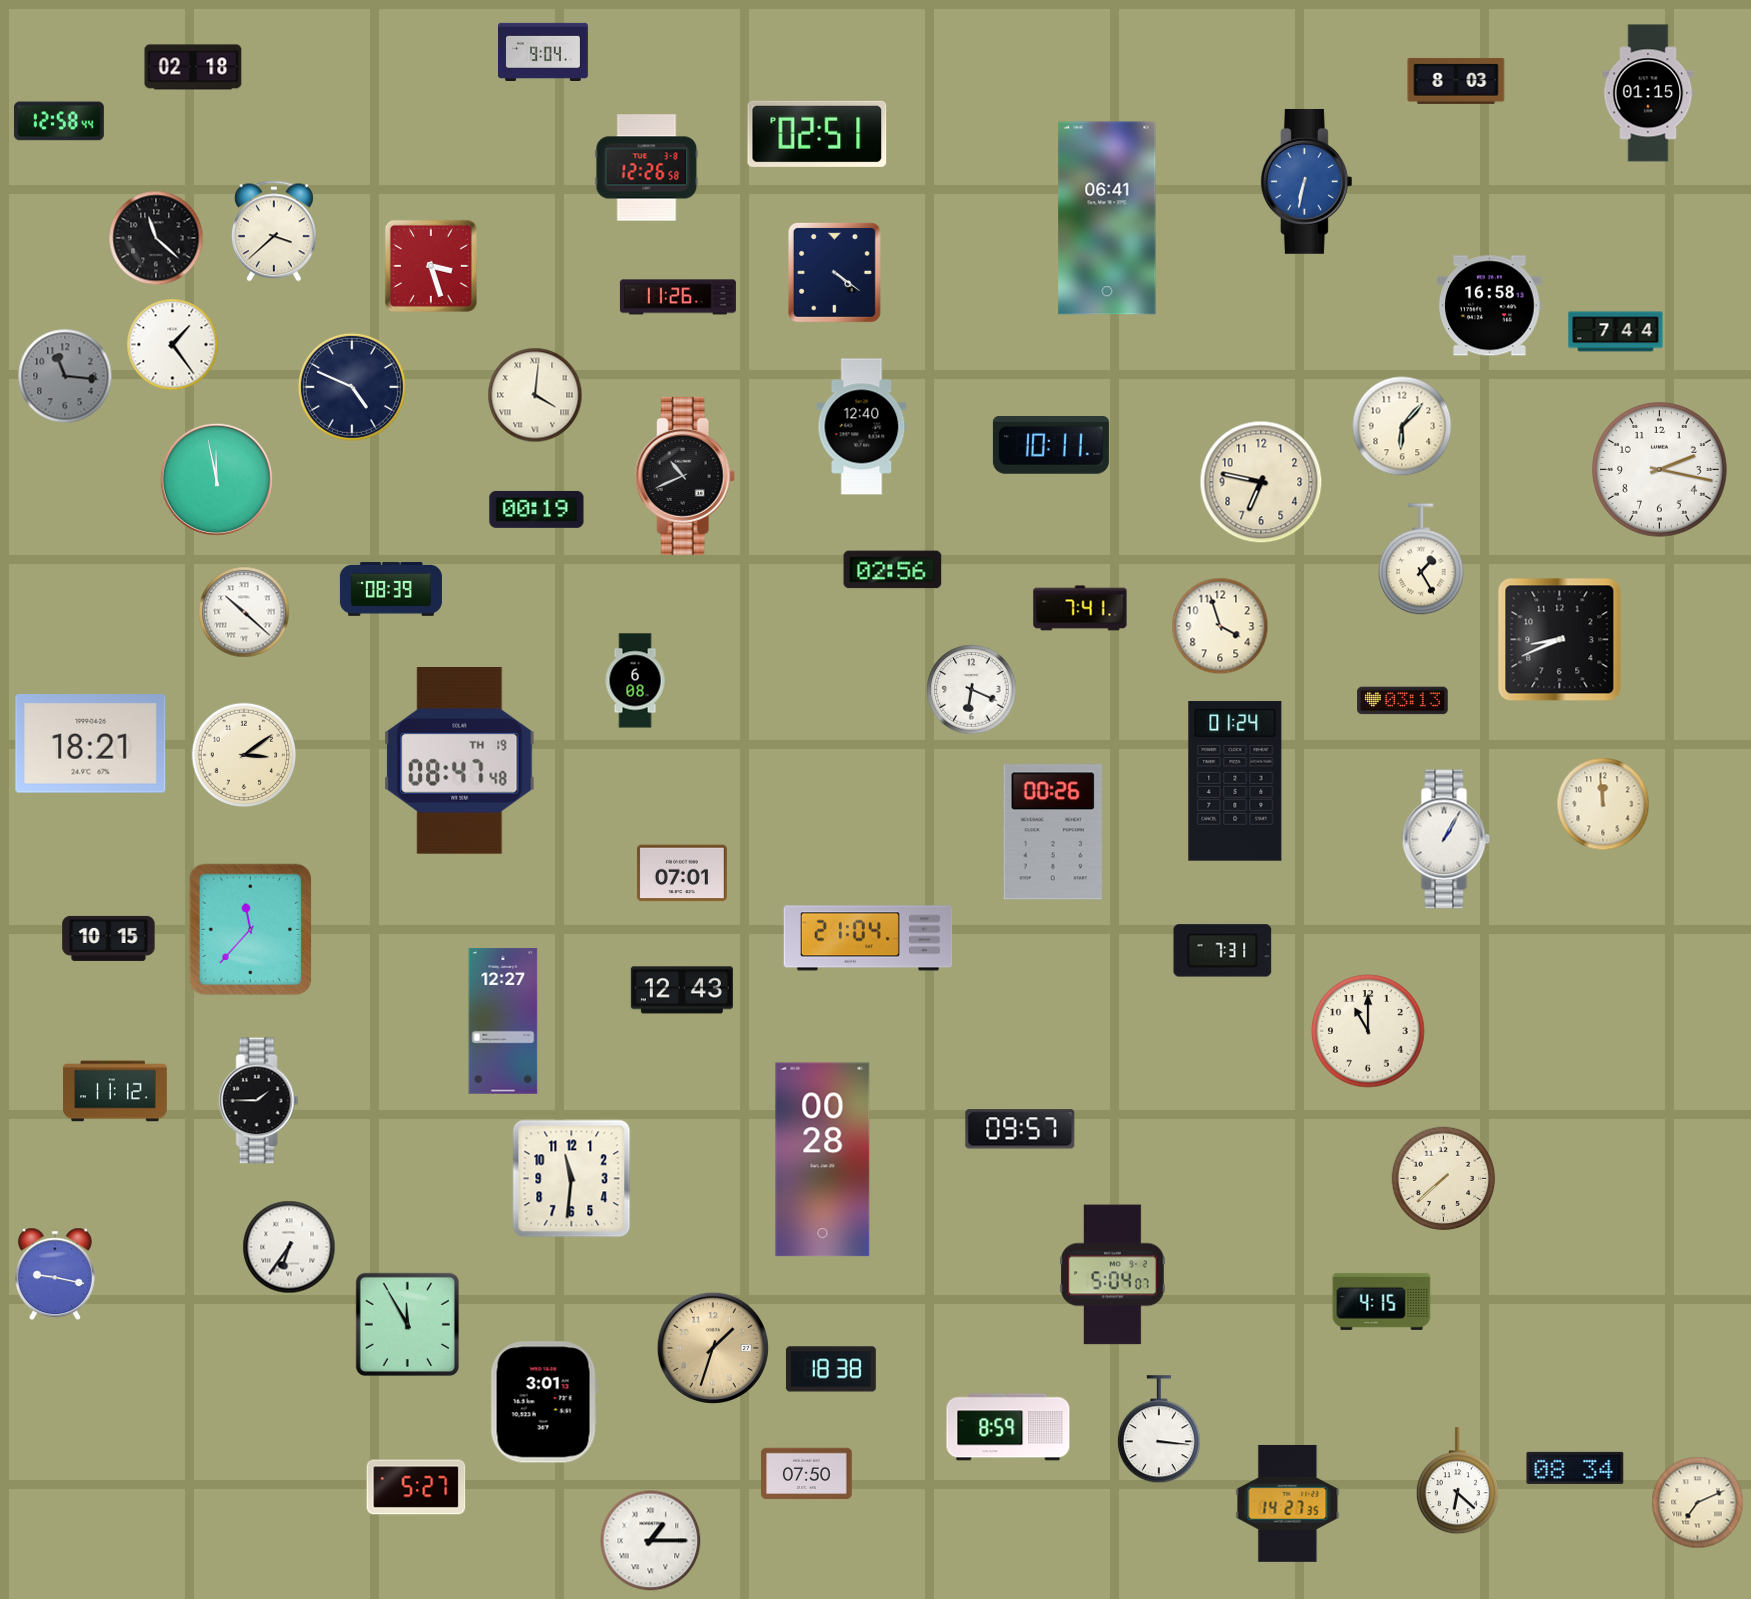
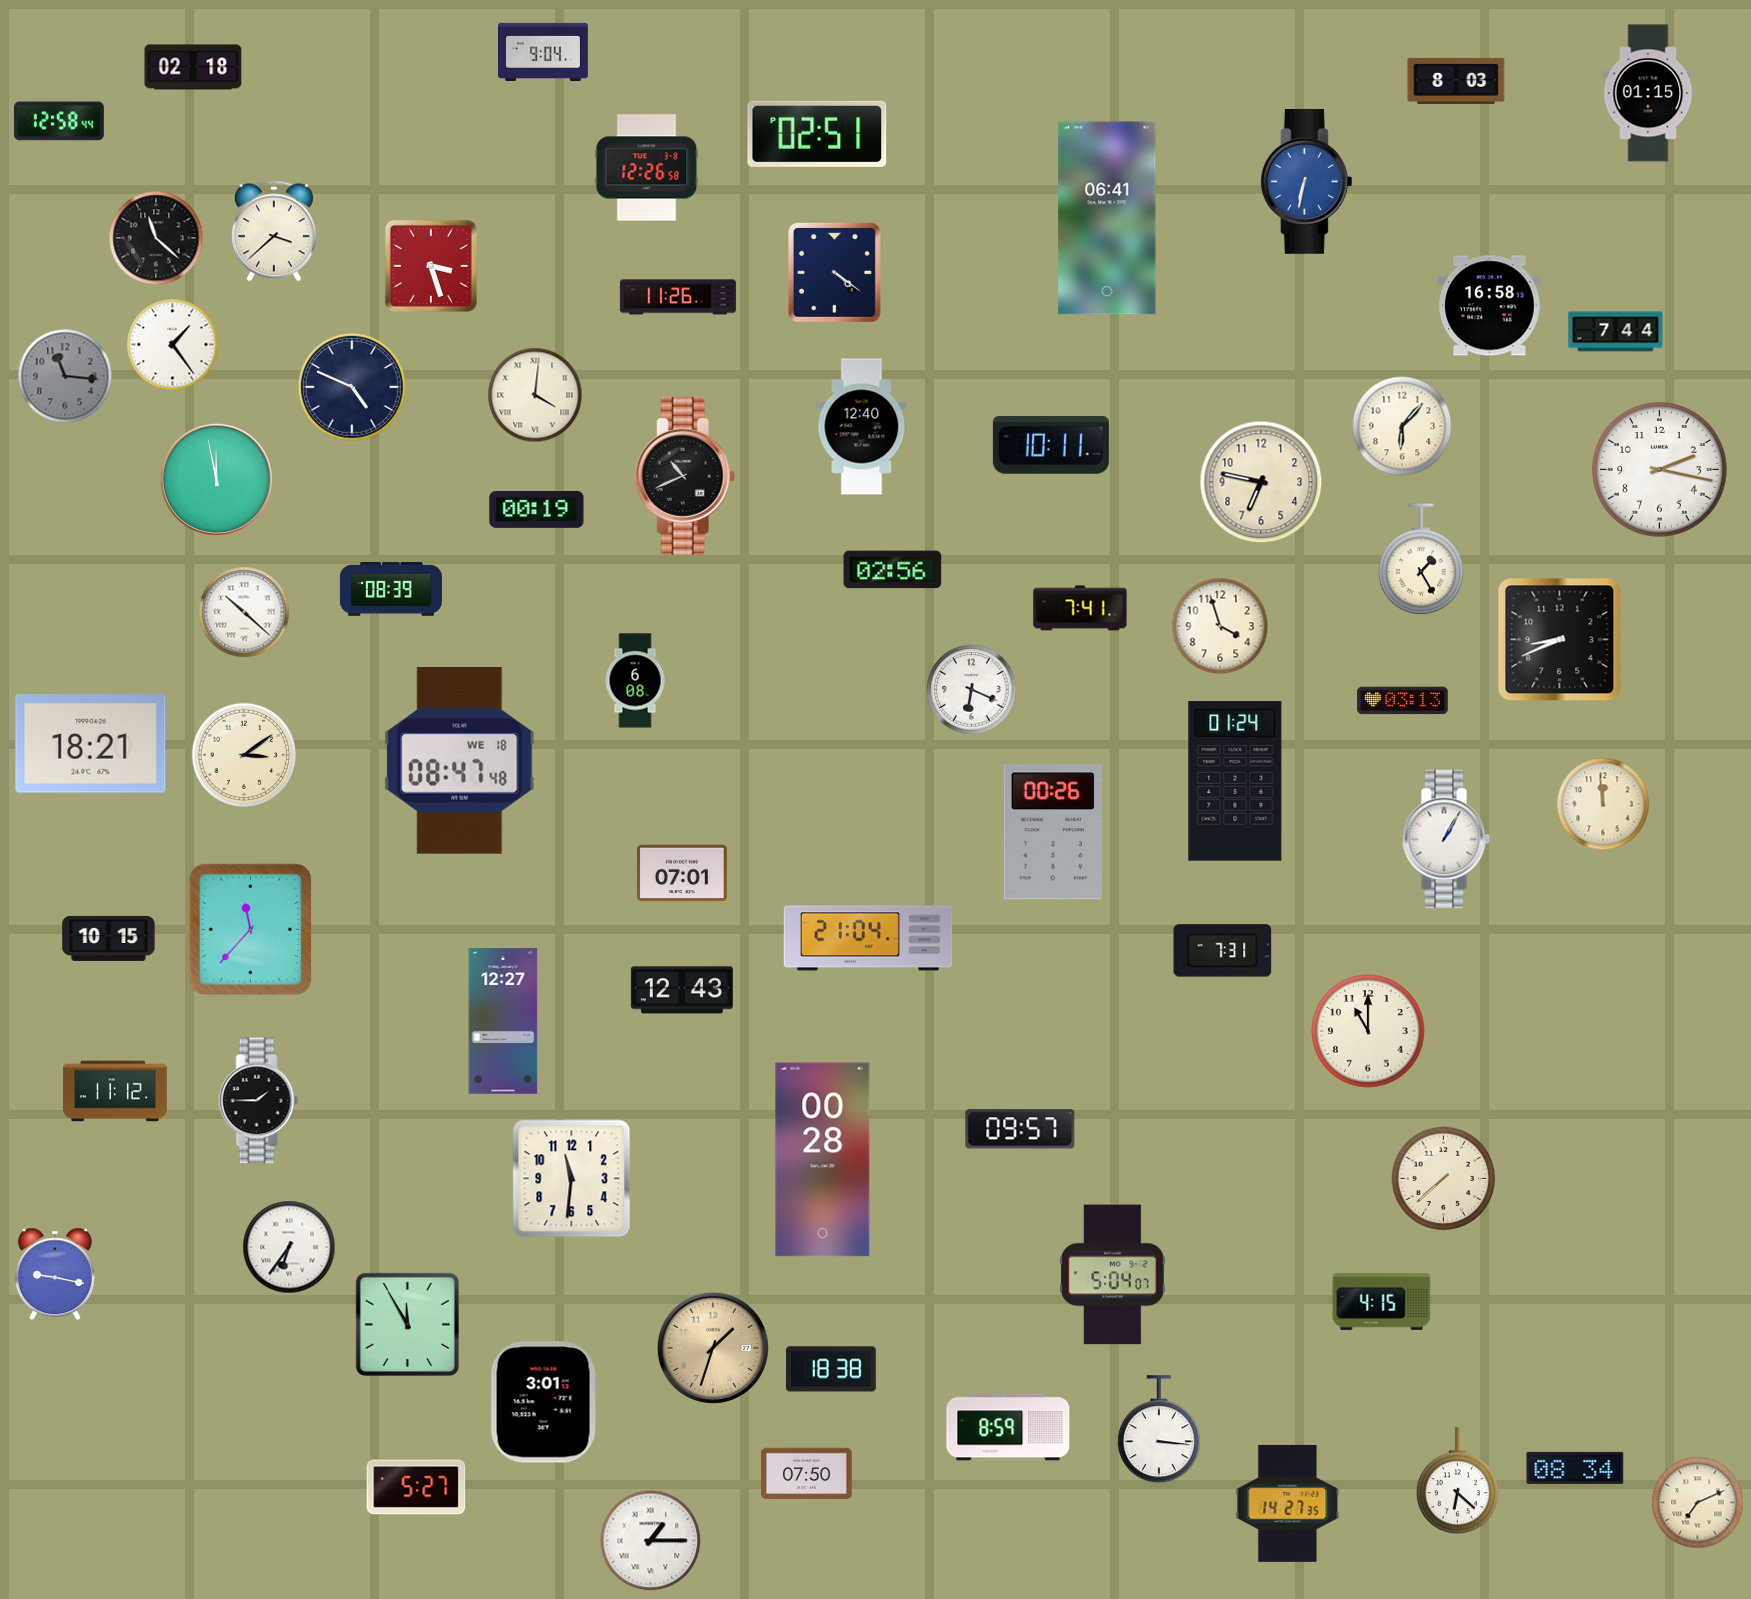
clock at (460, 761) date: TH 19 -> WE 18
